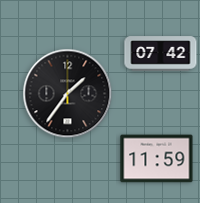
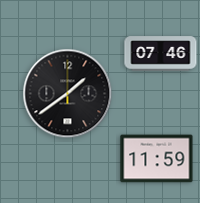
clock at (161, 54): 07:42 -> 07:46
clock at (68, 94): 1:36 -> 1:39
